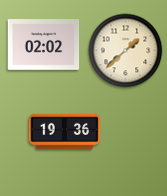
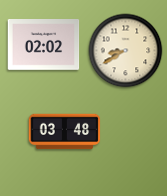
clock at (126, 51): 1:38 -> 8:40
clock at (65, 132): 19:36 -> 03:48
